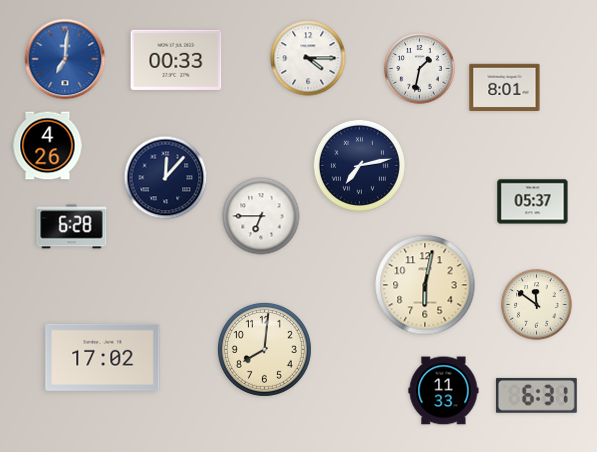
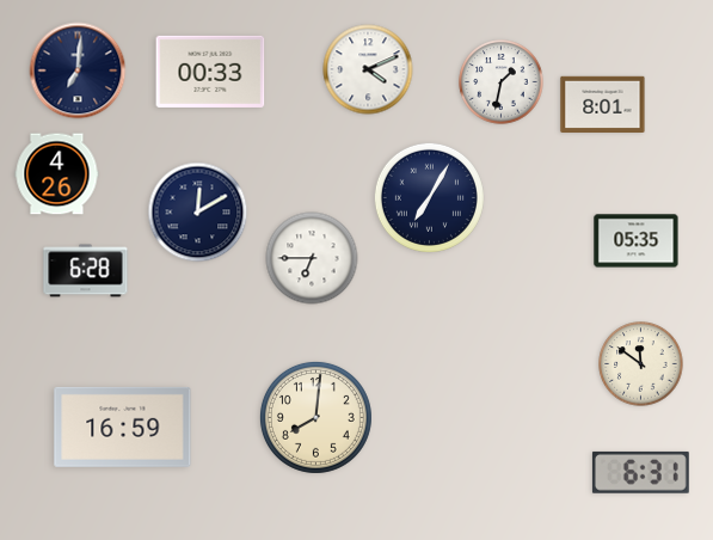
clock at (308, 58): 4:15 -> 4:11
clock at (65, 59) dial: blue -> navy
clock at (359, 165): 7:13 -> 7:05
clock at (166, 178): 12:07 -> 12:10
clock at (533, 202): 05:37 -> 05:35
clock at (425, 285): 6:02 -> none
clock at (103, 357): 17:02 -> 16:59
clock at (444, 391): 11:33 -> none
